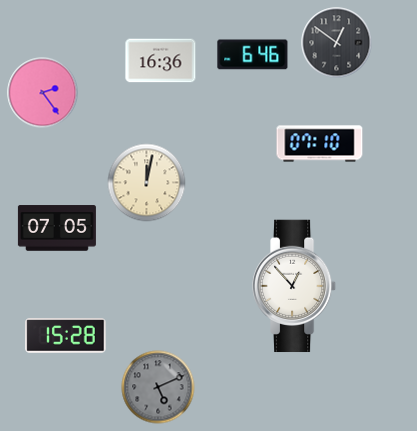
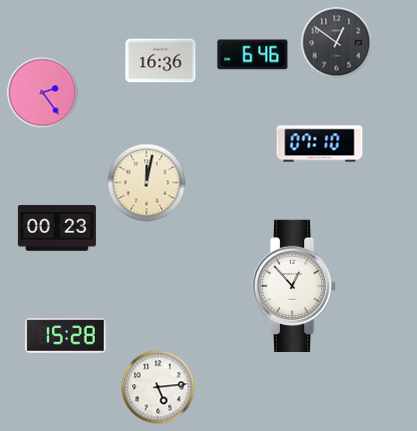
clock at (57, 228): 07:05 -> 00:23
clock at (158, 387): 5:11 -> 5:14
clock at (158, 387) dial: grey -> white
